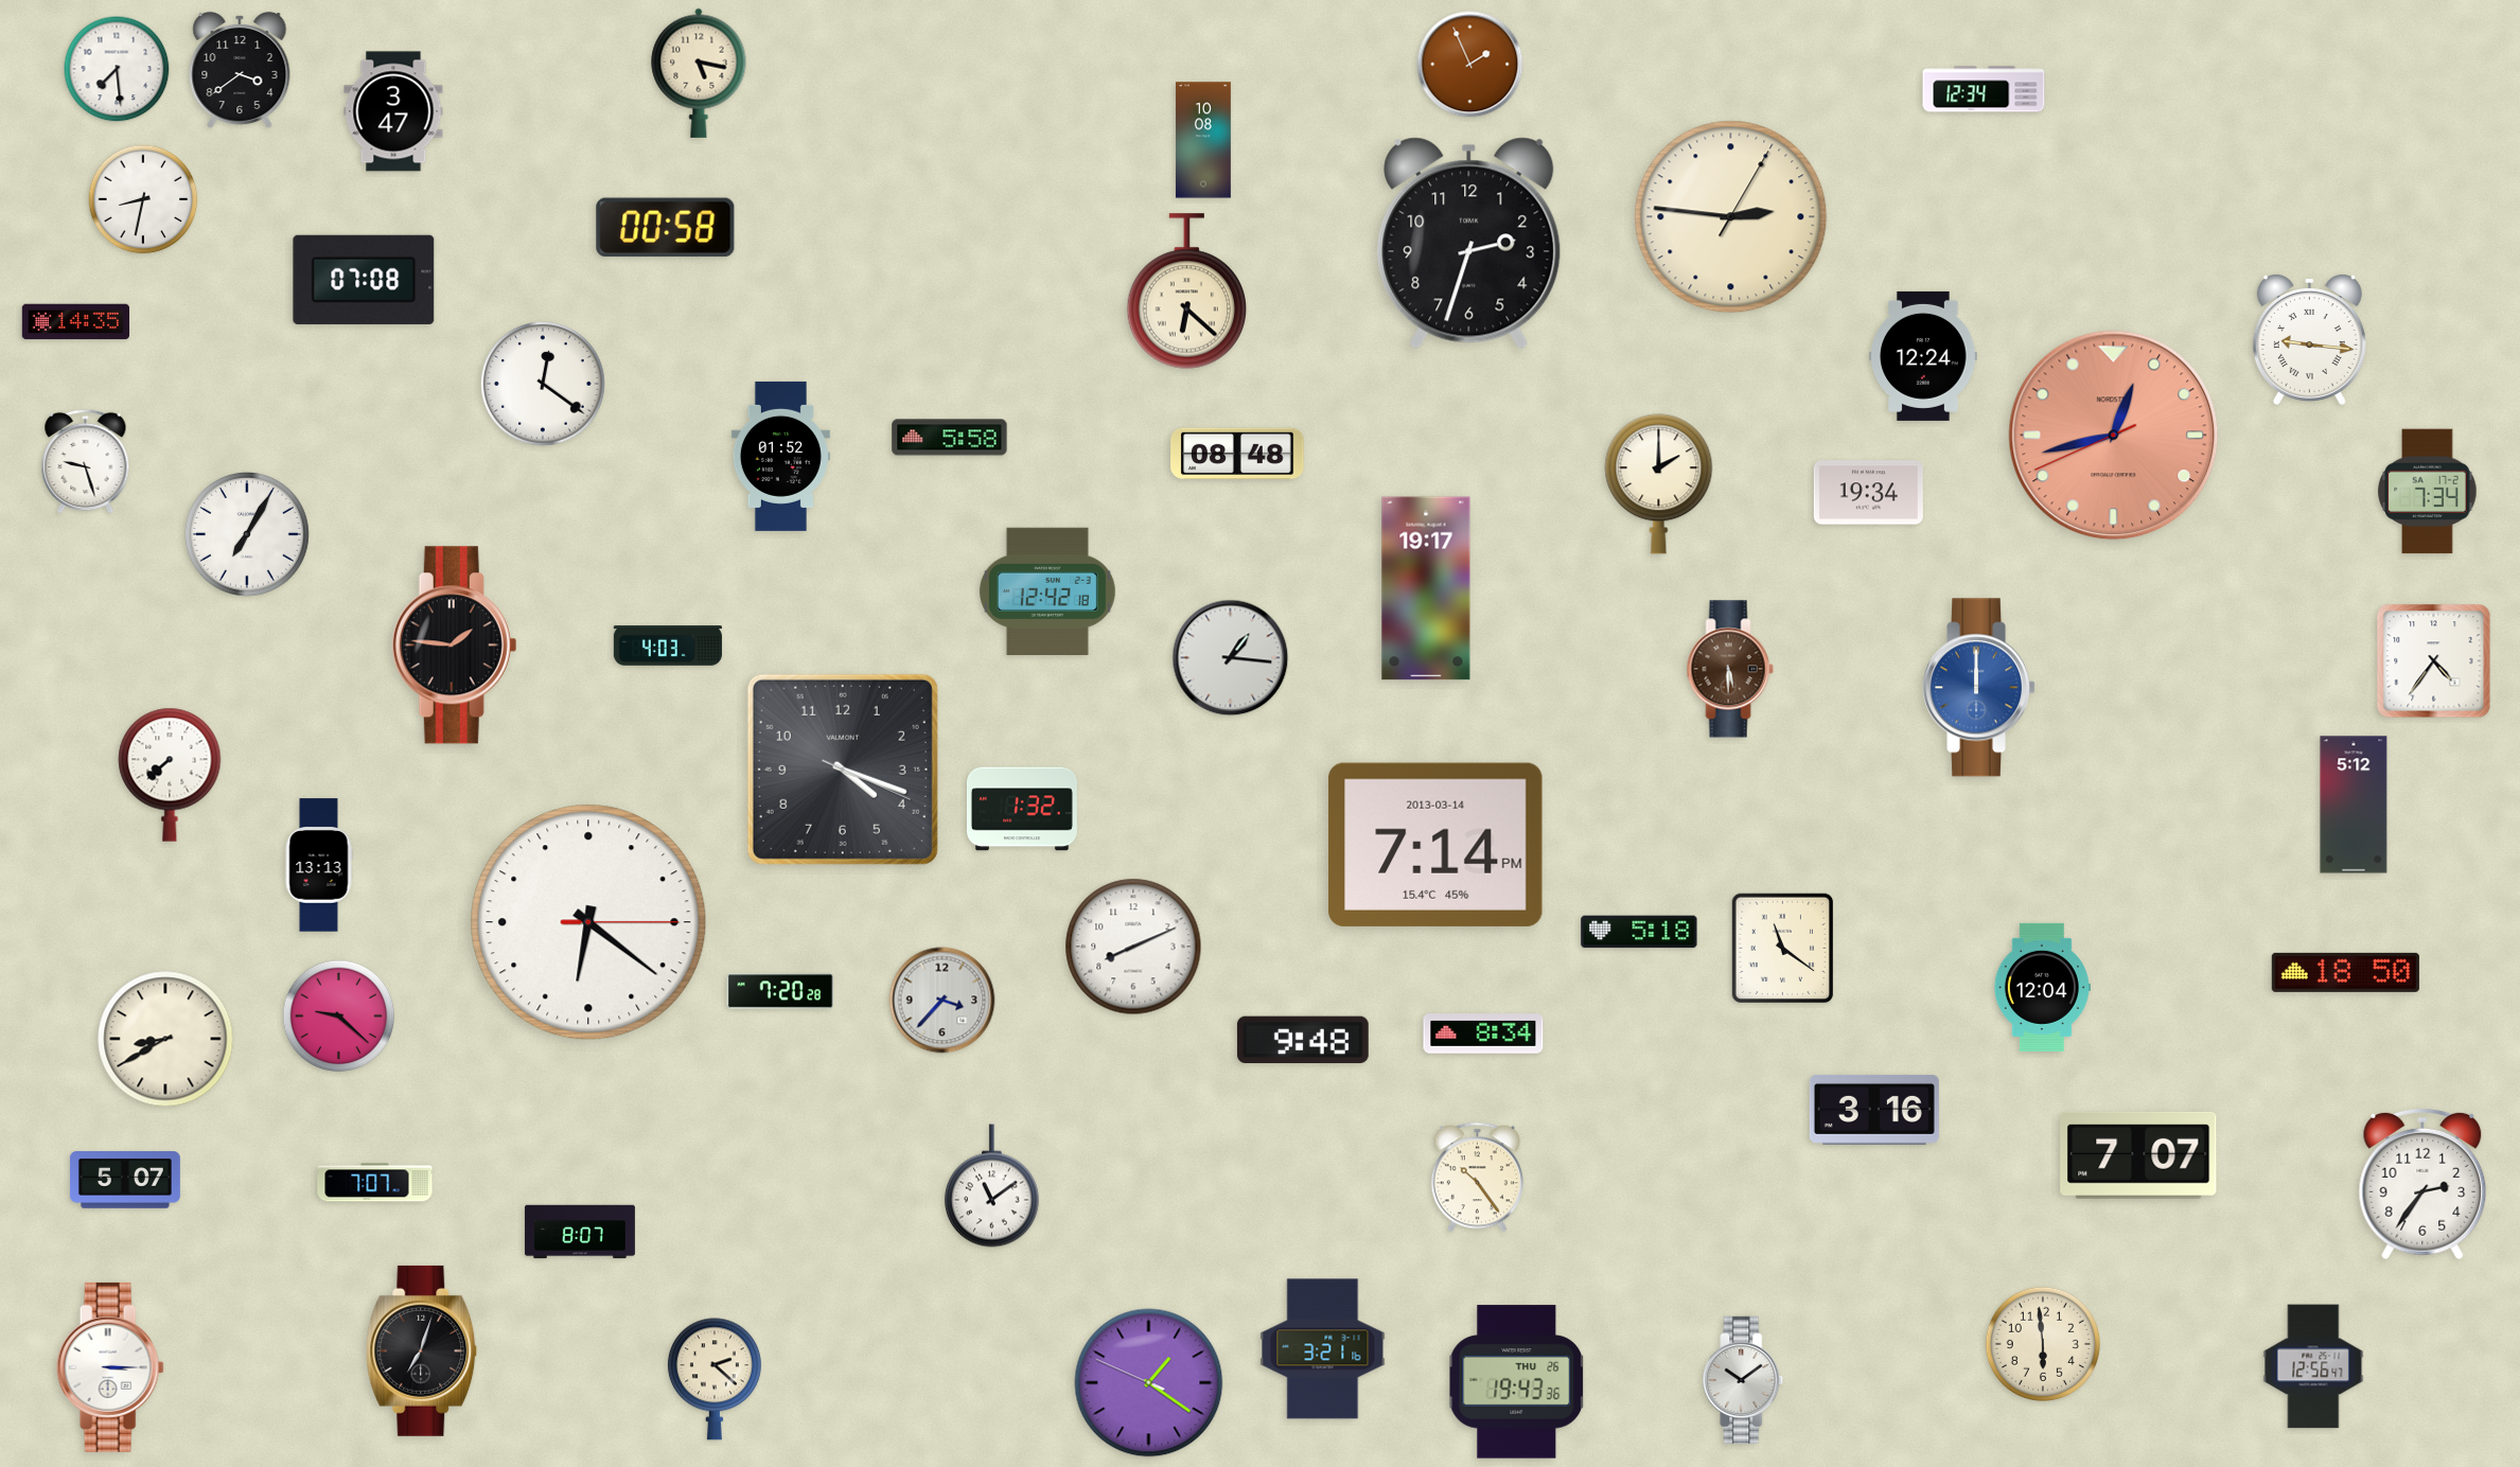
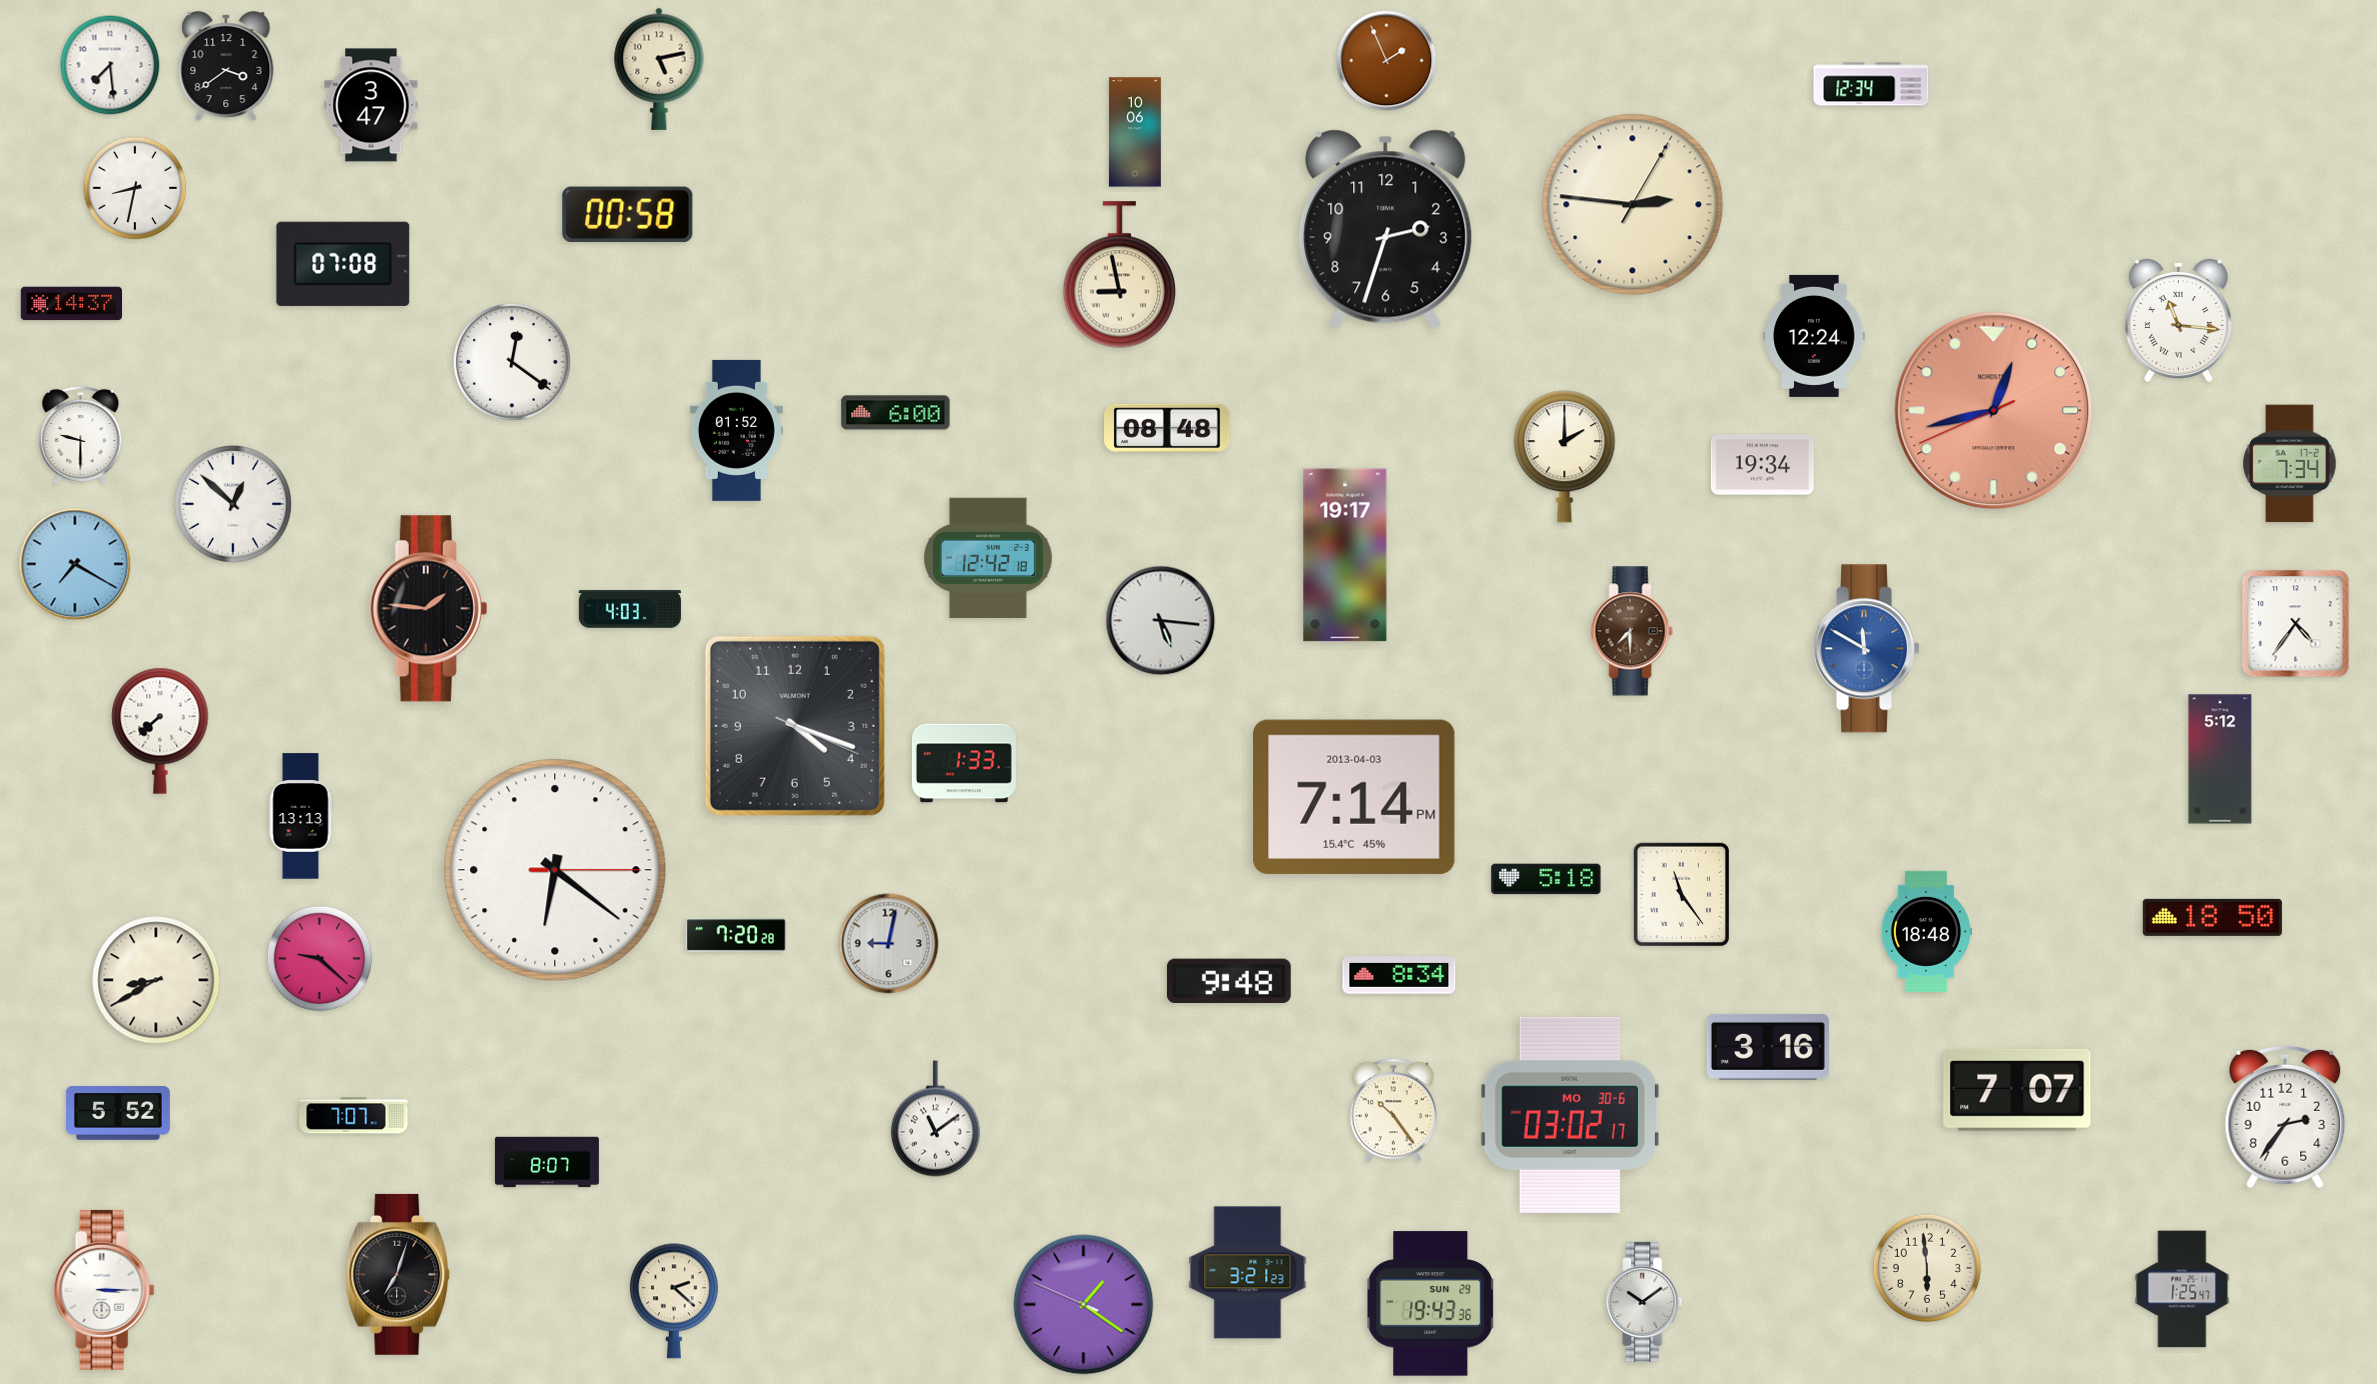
clock at (699, 73): 5:17 -> 5:13
clock at (1203, 140): 10:08 -> 10:06
clock at (1187, 291): 6:22 -> 8:58
clock at (75, 322): 14:35 -> 14:37
clock at (2309, 340): 9:16 -> 11:16
clock at (950, 438): 5:58 -> 6:00
clock at (86, 462): 9:27 -> 9:30
clock at (247, 534): 7:05 -> 12:52
clock at (75, 564): none -> 7:20
clock at (1231, 658): 1:16 -> 5:16
clock at (1730, 669): 5:30 -> 7:30
clock at (1979, 688): 12:00 -> 11:50
clock at (1022, 809): 1:32 -> 1:33
clock at (1435, 845) date: 2013-03-14 -> 2013-04-03
clock at (1133, 947): 8:11 -> none
clock at (1783, 949): 11:21 -> 11:24
clock at (2042, 987): 12:04 -> 18:48
clock at (942, 1001): 3:37 -> 9:02
clock at (125, 1180): 5:07 -> 5:52
clock at (1570, 1115): none -> 03:02
clock at (1323, 1349): 3:21:16 -> 3:21:23
clock at (2313, 1366): 12:56 -> 1:25
clock at (1517, 1382) date: THU 26 -> SUN 29
